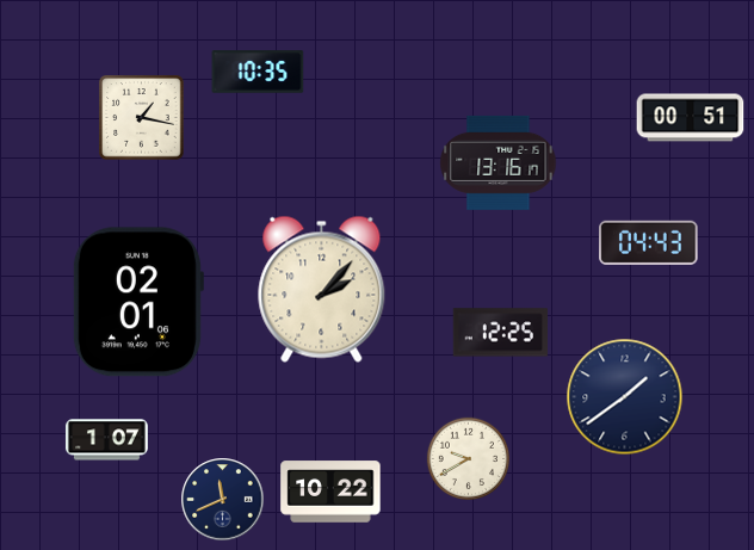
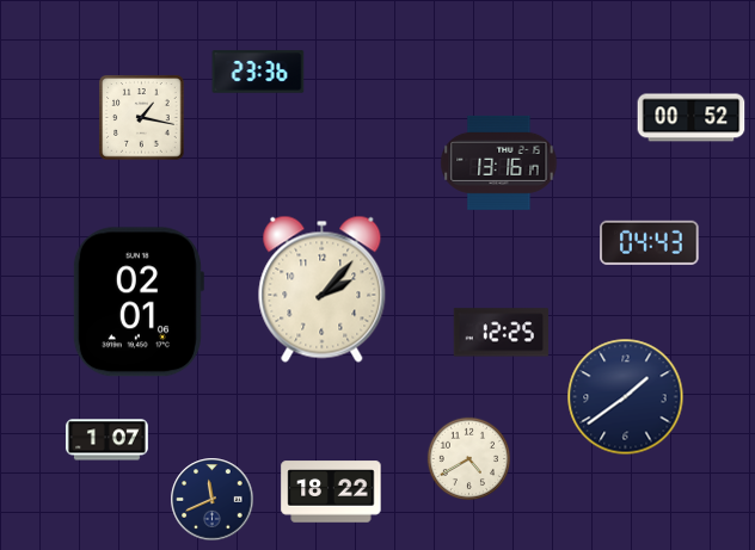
clock at (258, 72): 10:35 -> 23:36
clock at (691, 118): 00:51 -> 00:52
clock at (468, 458): 9:40 -> 4:40
clock at (330, 492): 10:22 -> 18:22
clock at (223, 500) position: (223, 500) -> (213, 500)
